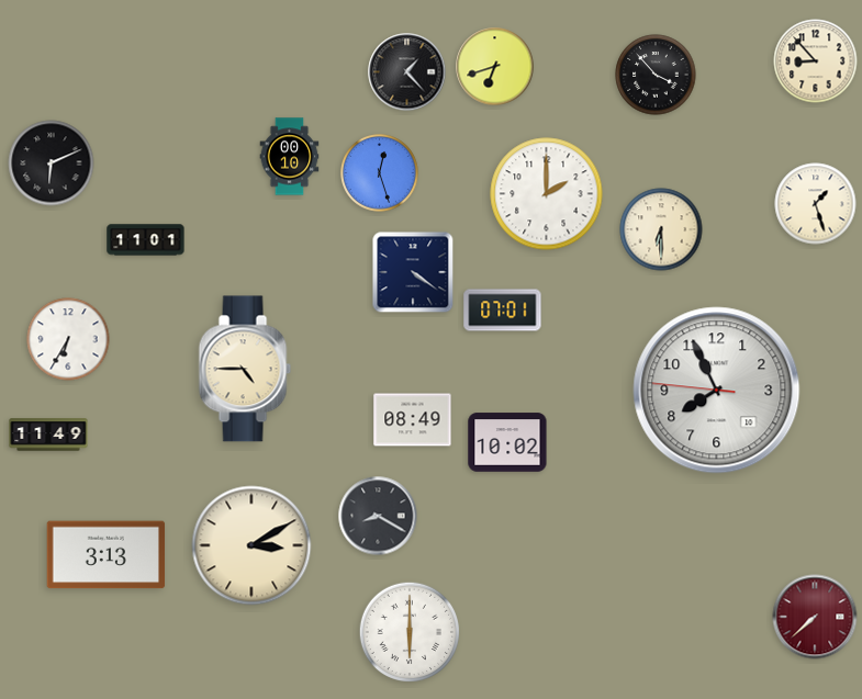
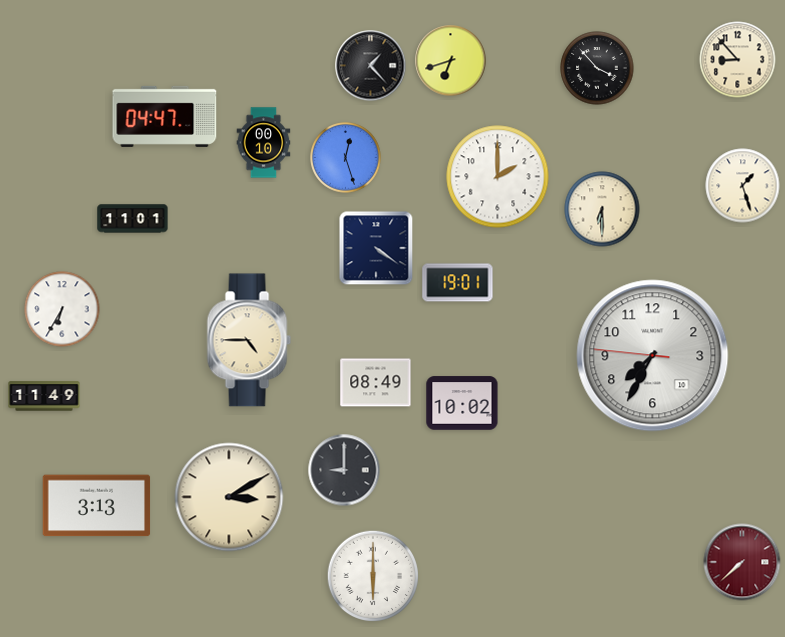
clock at (816, 61) position: (816, 61) -> (738, 60)
clock at (165, 116): none -> 04:47
clock at (52, 164): 6:11 -> none
clock at (503, 311): 07:01 -> 19:01
clock at (245, 369) position: (245, 369) -> (249, 340)
clock at (717, 391): 7:55 -> 7:34
clock at (378, 516): 8:20 -> 9:00
